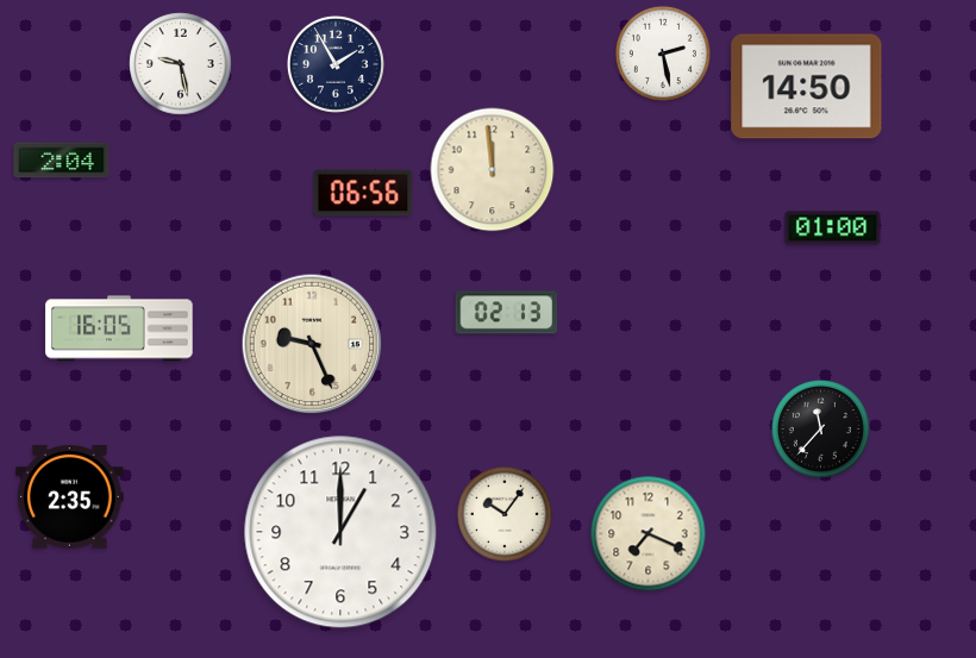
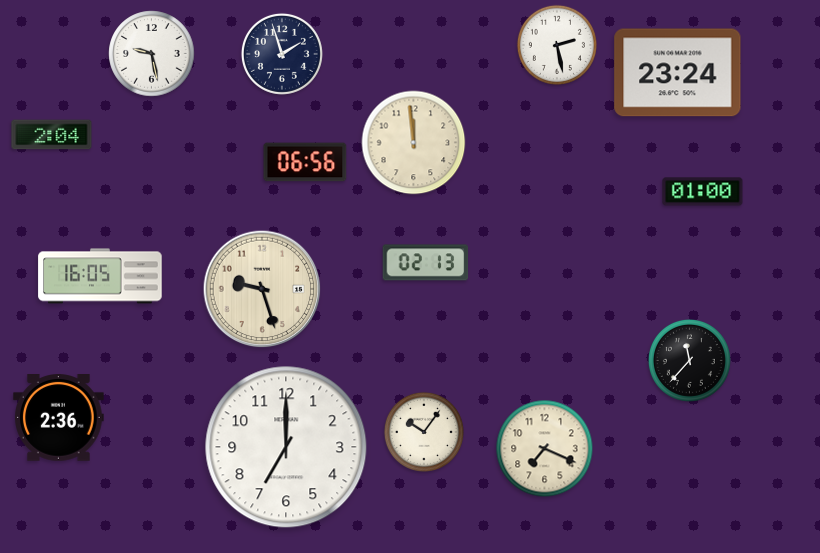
clock at (336, 64): 1:55 -> 1:57
clock at (807, 87): 14:50 -> 23:24
clock at (833, 228) position: (833, 228) -> (703, 192)
clock at (312, 344): 9:26 -> 9:27
clock at (70, 497): 2:35 -> 2:36
clock at (340, 532): 1:00 -> 7:00
